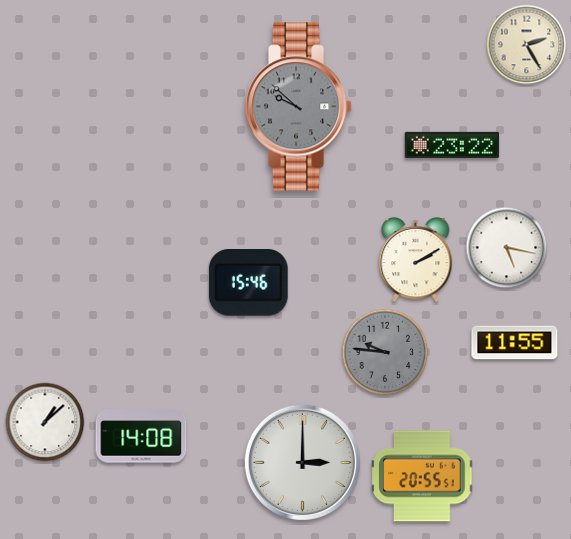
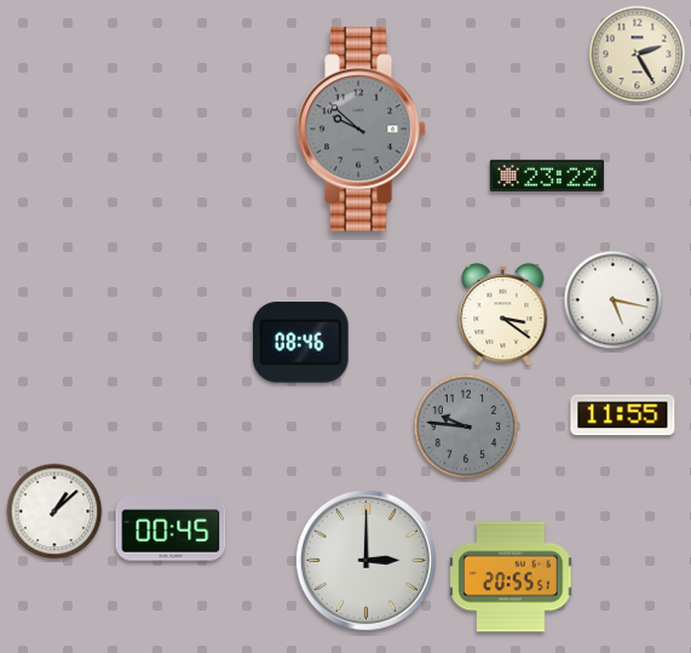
clock at (416, 260): 2:10 -> 3:21
clock at (248, 283): 15:46 -> 08:46
clock at (141, 436): 14:08 -> 00:45
